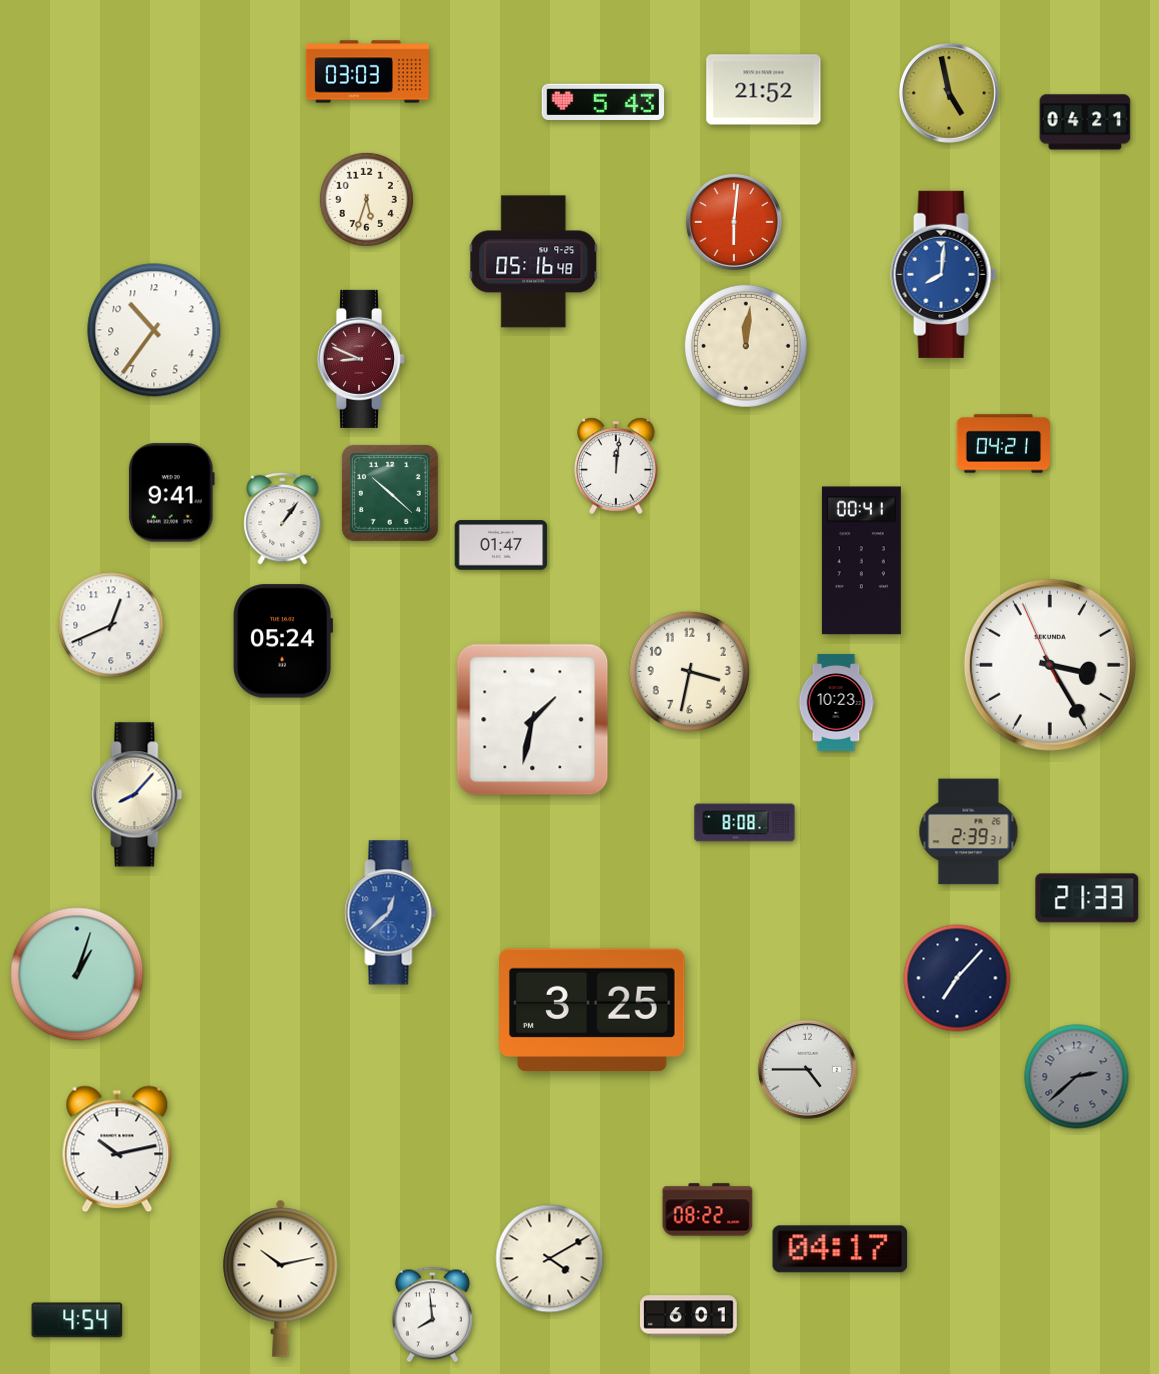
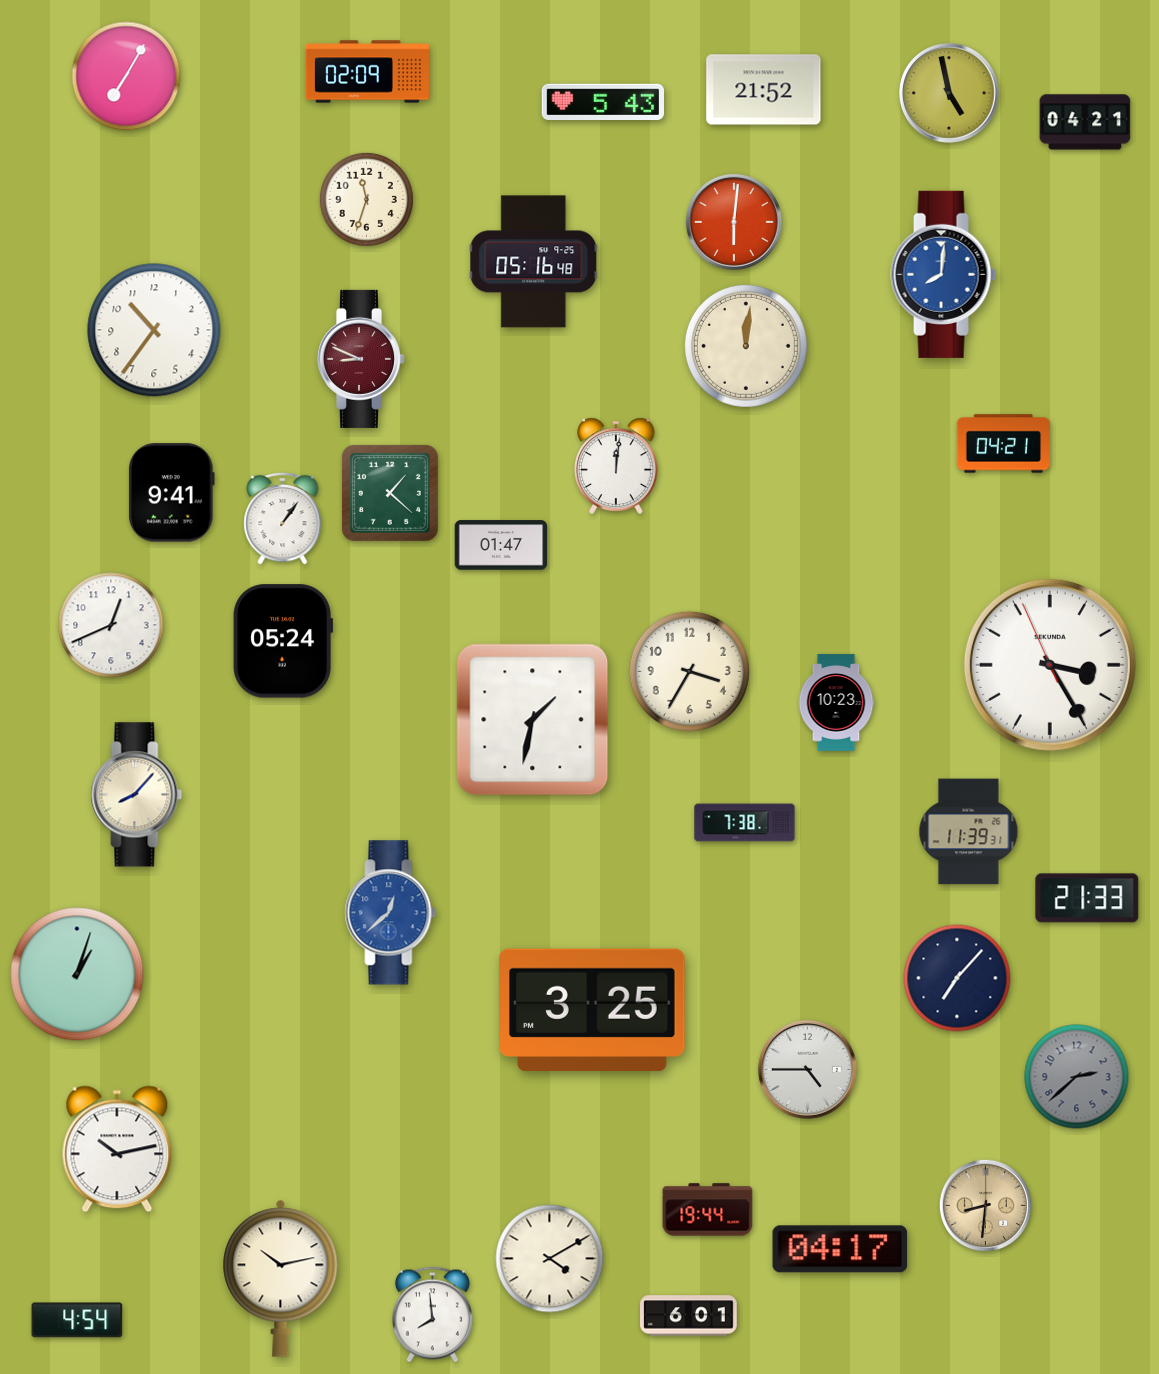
clock at (367, 72): 03:03 -> 02:09
clock at (126, 76): none -> 7:05
clock at (366, 199): 5:33 -> 11:33
clock at (390, 493): 10:22 -> 1:22
clock at (861, 561): 00:41 -> none
clock at (689, 671): 3:32 -> 3:35
clock at (745, 823): 8:08 -> 7:38
clock at (969, 832): 2:39 -> 11:39
clock at (985, 1205): none -> 8:31
clock at (708, 1210): 08:22 -> 19:44
